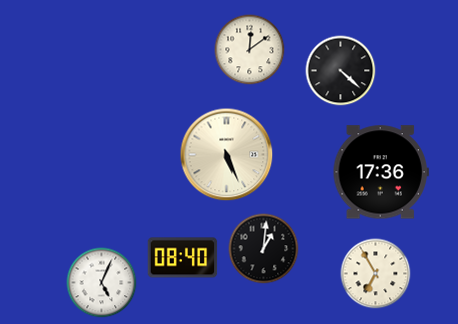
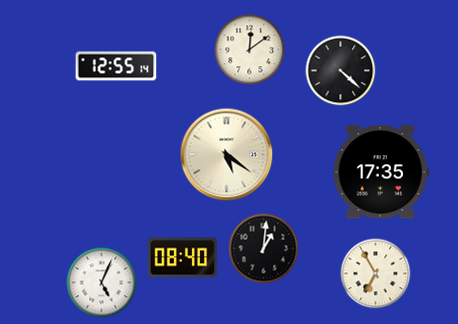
clock at (116, 66): none -> 12:55
clock at (227, 155): 5:26 -> 5:21
clock at (381, 172): 17:36 -> 17:35
